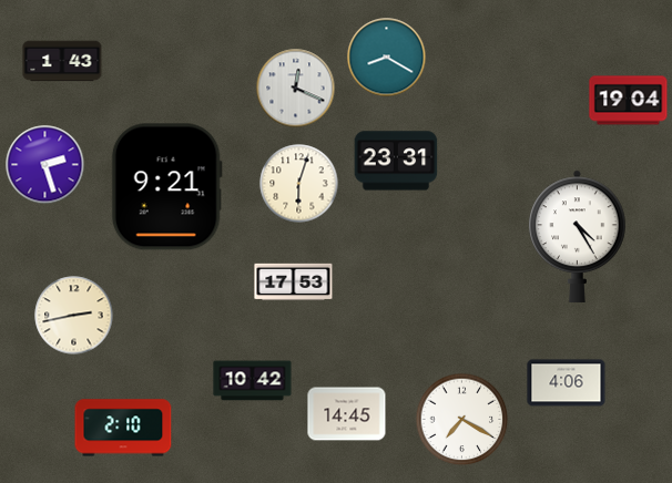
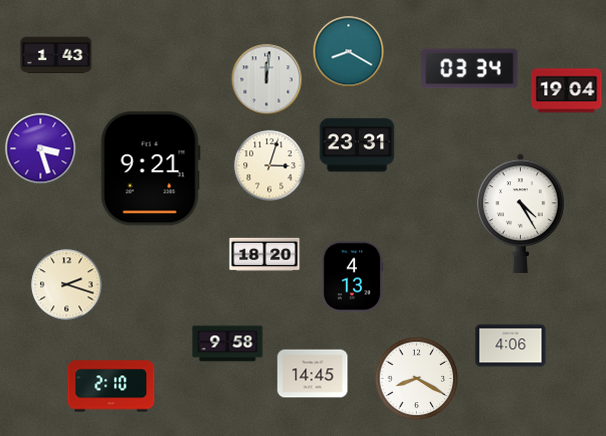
clock at (470, 69): none -> 03:34
clock at (296, 89): 12:19 -> 12:01
clock at (45, 165): 2:27 -> 3:27
clock at (299, 184): 6:03 -> 3:03
clock at (294, 282): 17:53 -> 18:20
clock at (352, 277): none -> 4:13
clock at (74, 316): 2:43 -> 2:18
clock at (253, 381): 10:42 -> 9:58
clock at (462, 420): 7:20 -> 8:20
